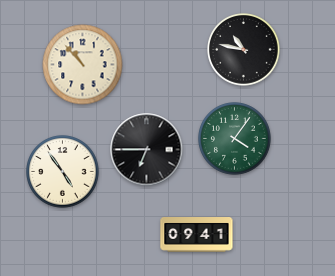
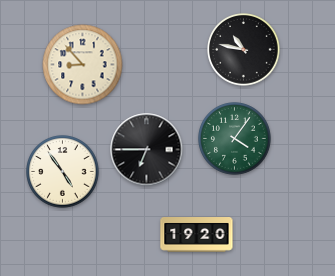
clock at (83, 65): 10:53 -> 8:53
clock at (197, 235): 09:41 -> 19:20
